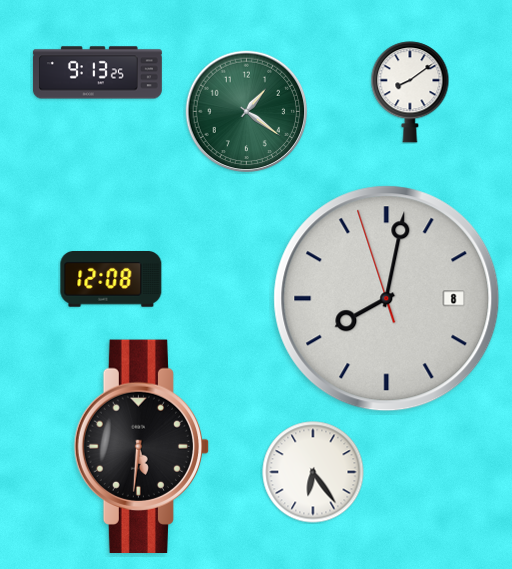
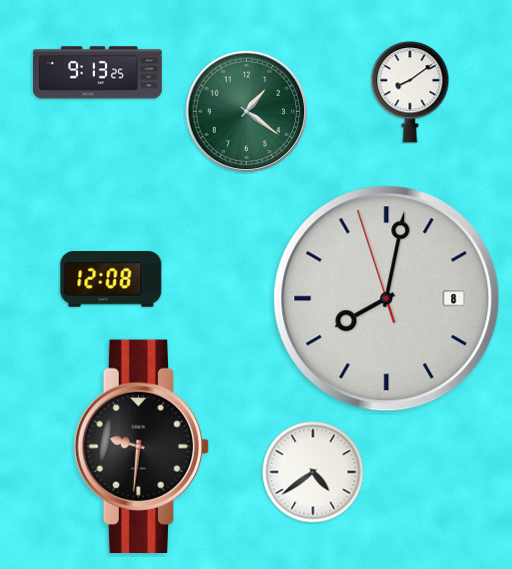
clock at (142, 446): 5:31 -> 9:31
clock at (313, 472): 6:24 -> 4:39
